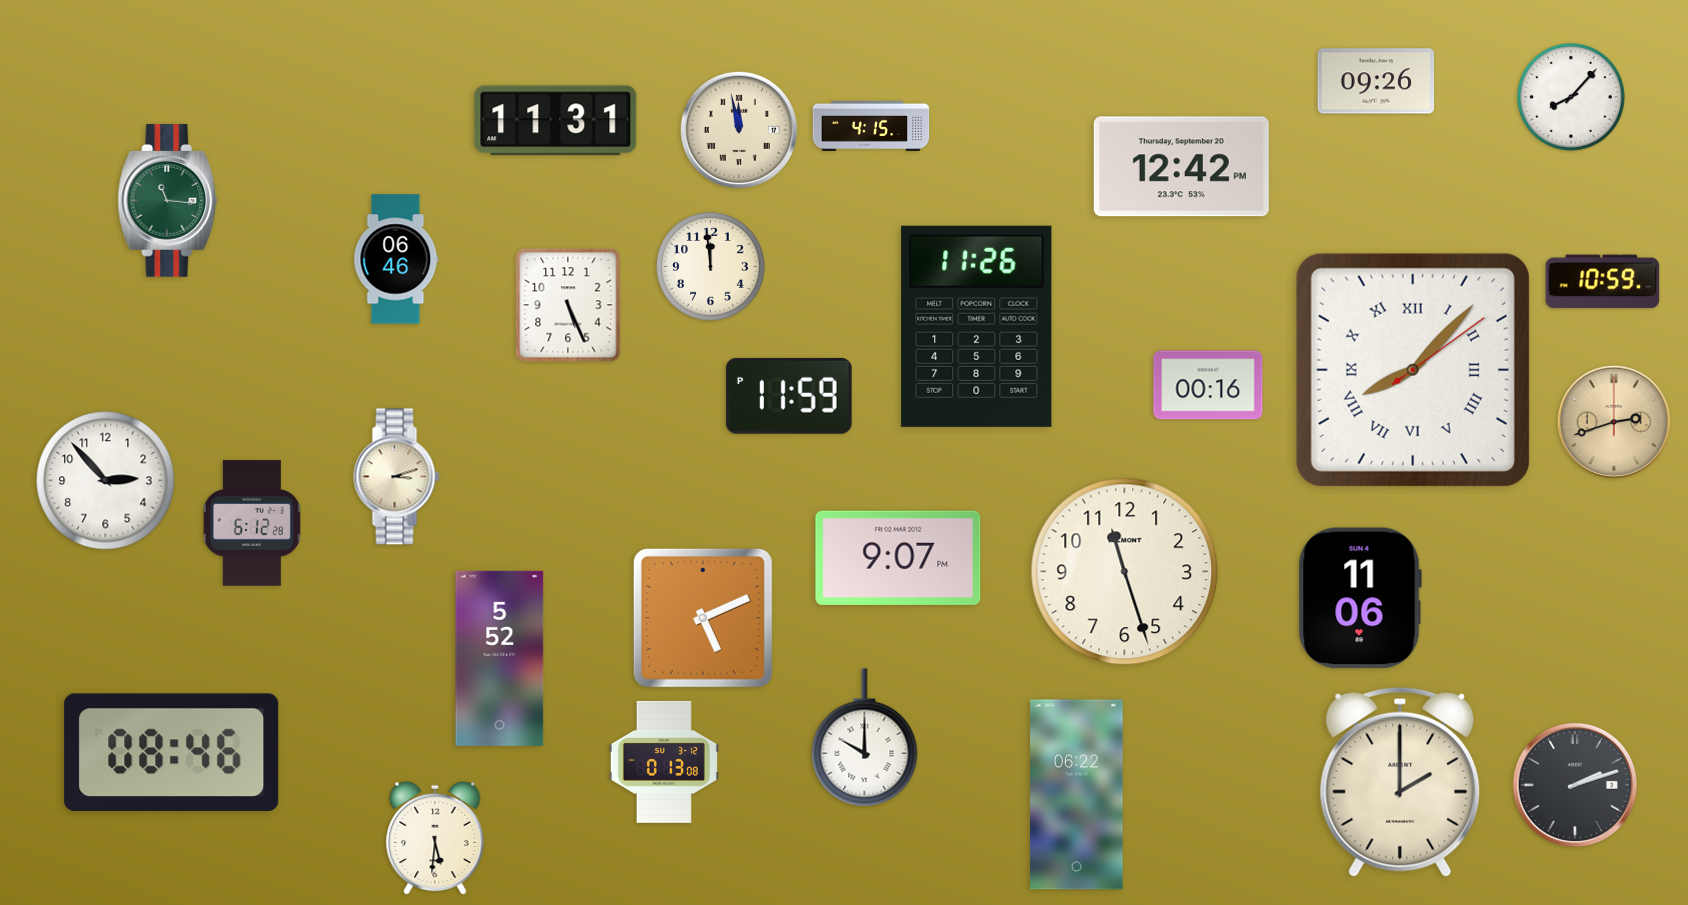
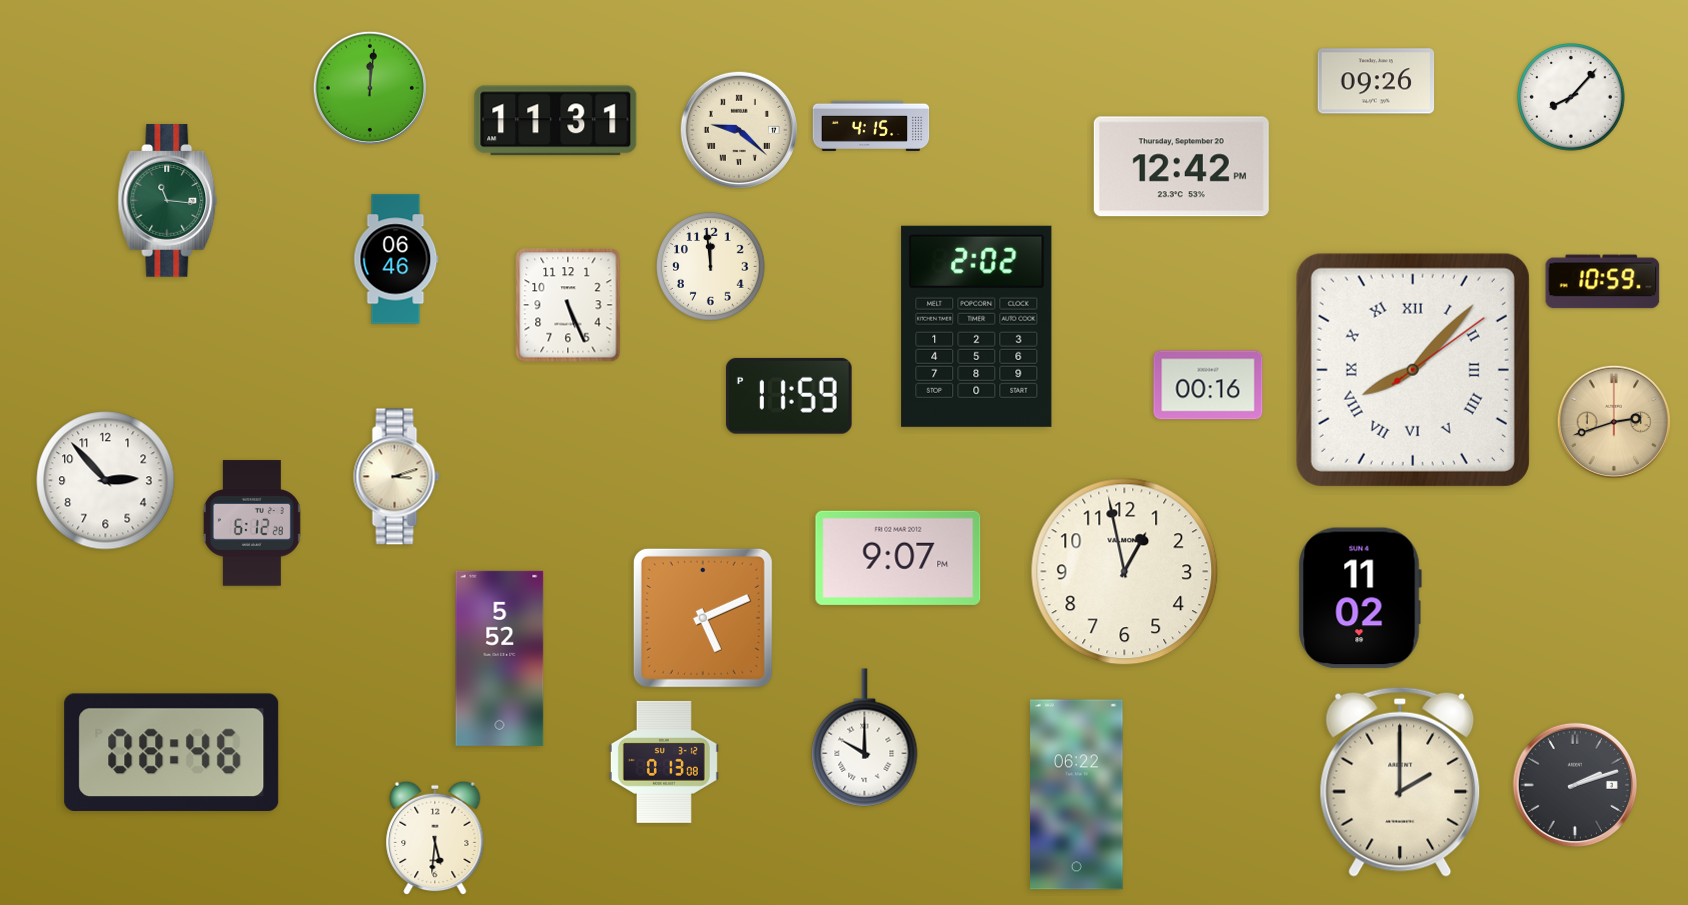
clock at (370, 88): none -> 12:01
clock at (739, 130): 11:58 -> 9:22
clock at (977, 326): 11:26 -> 2:02
clock at (1125, 572): 11:27 -> 12:58
clock at (1360, 598): 11:06 -> 11:02
